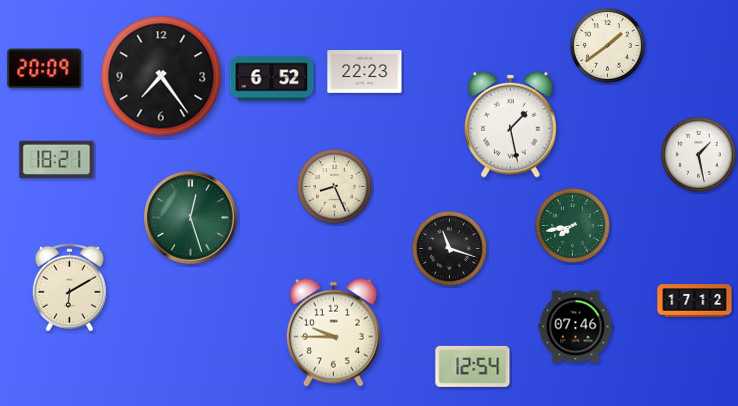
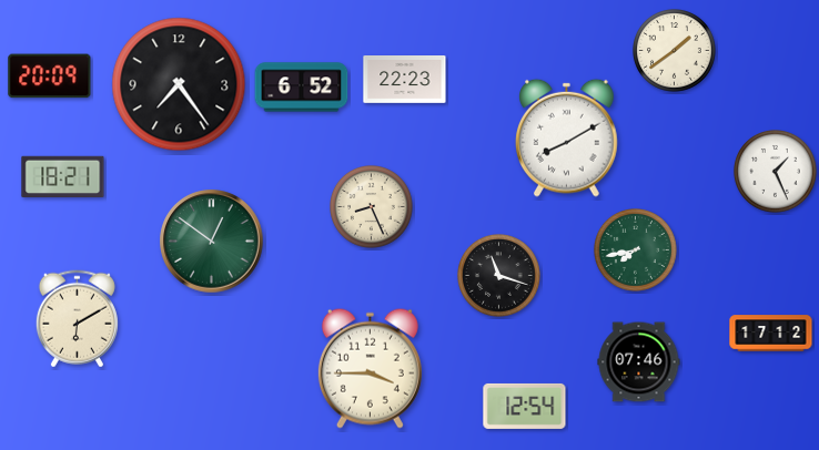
clock at (511, 124): 1:28 -> 8:10
clock at (699, 155): 1:28 -> 1:26
clock at (191, 218): 12:27 -> 12:51
clock at (333, 332): 9:45 -> 3:45
